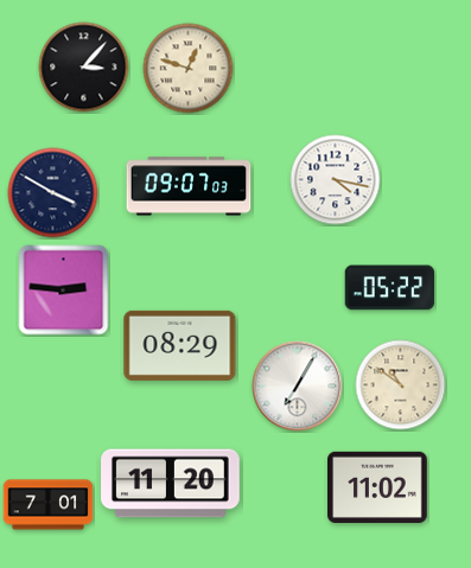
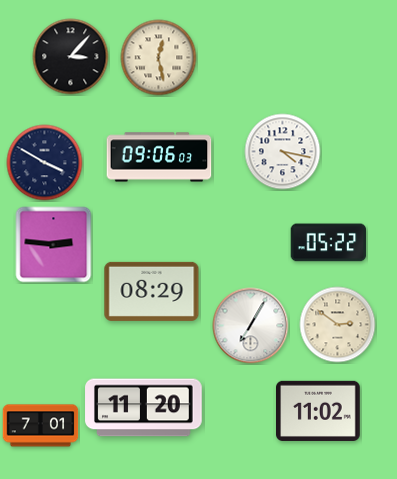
clock at (189, 69): 12:48 -> 12:28
clock at (189, 186): 09:07 -> 09:06
clock at (401, 385): 10:51 -> 2:51
